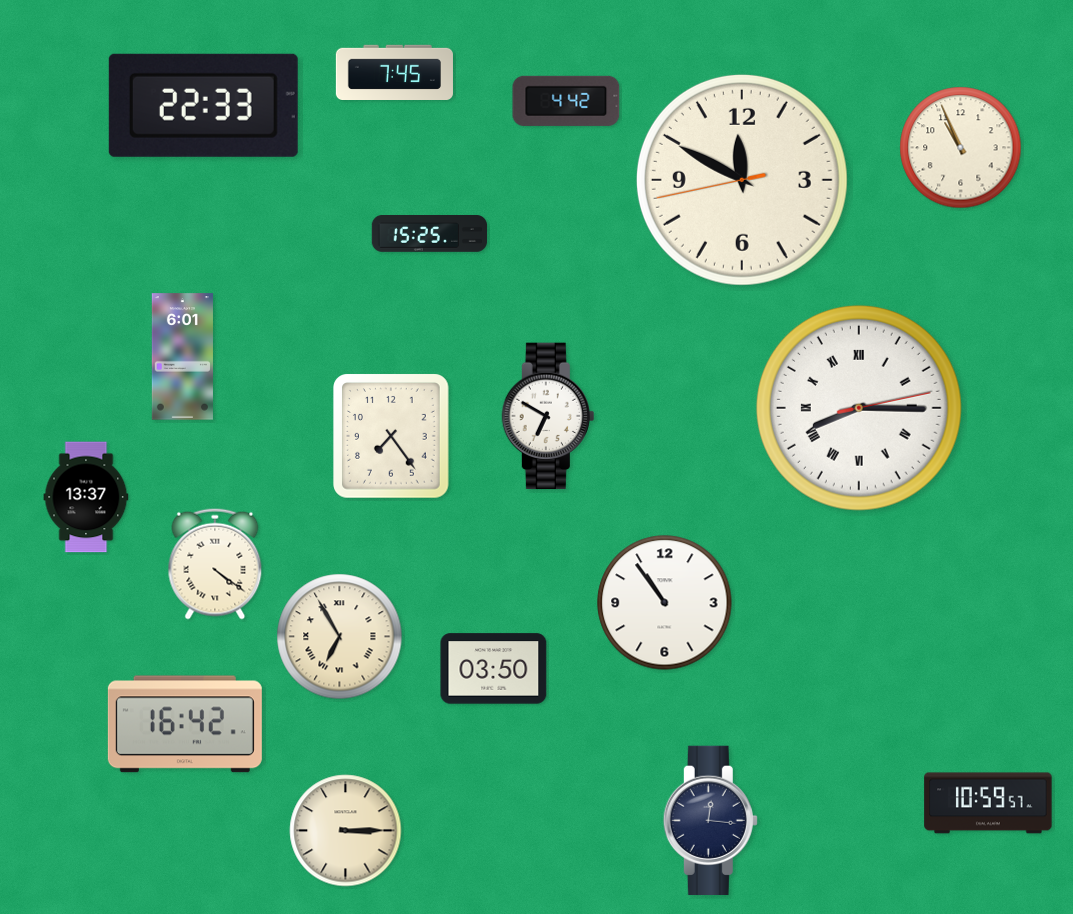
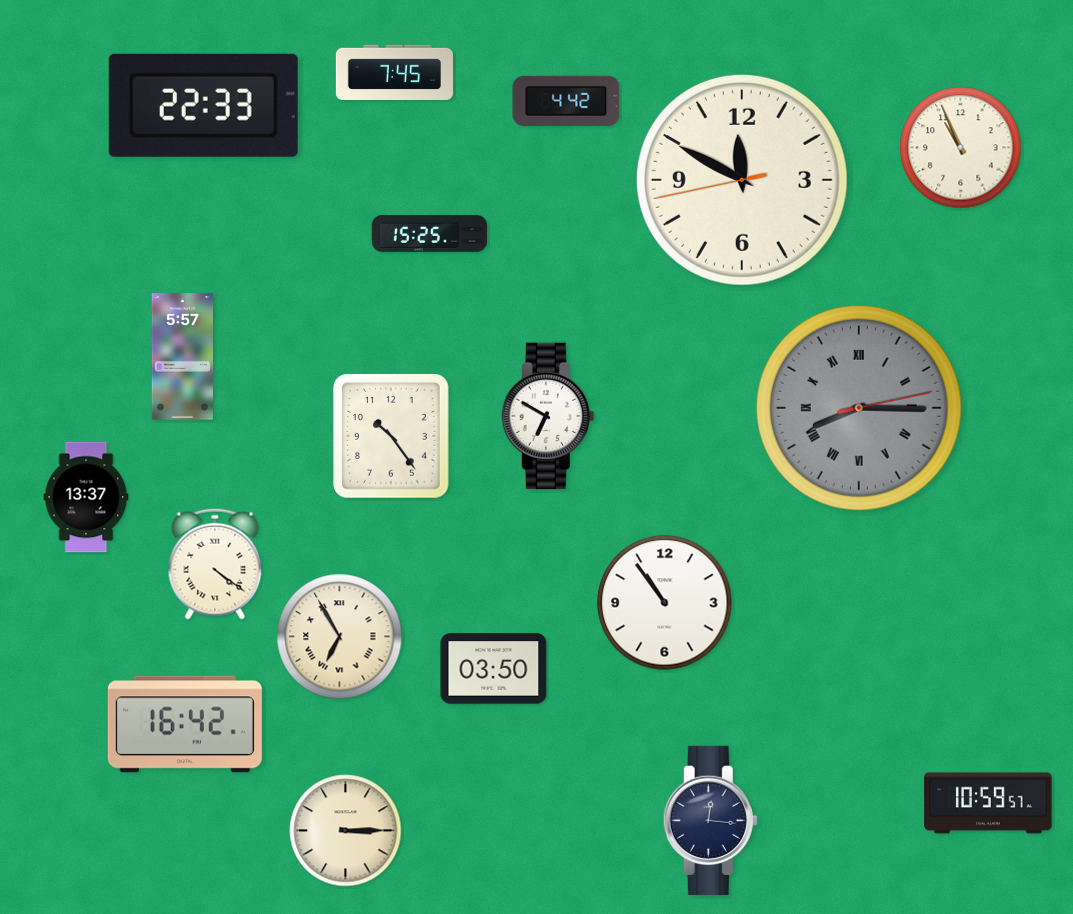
clock at (182, 357): 6:01 -> 5:57
clock at (859, 408) dial: white -> grey
clock at (391, 436): 7:24 -> 10:24
